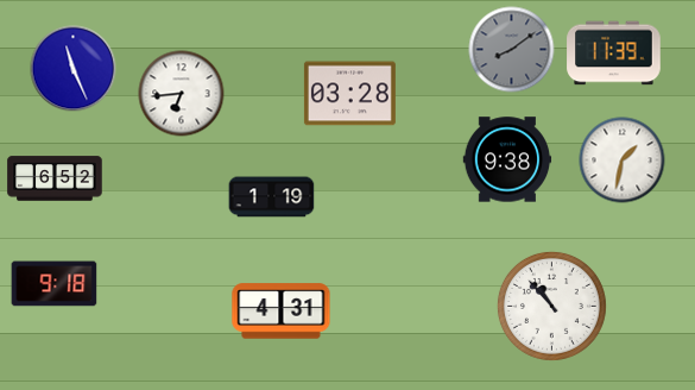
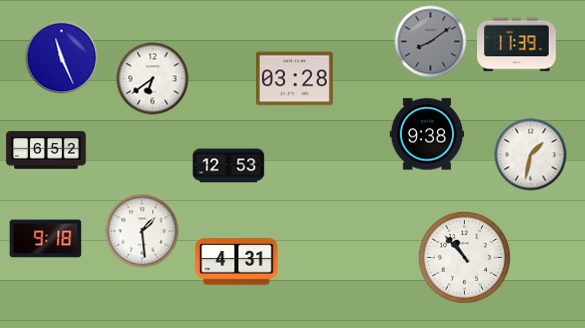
clock at (182, 94): 6:44 -> 6:39
clock at (623, 161) position: (623, 161) -> (531, 155)
clock at (272, 197): 1:19 -> 12:53
clock at (142, 231): none -> 1:29
